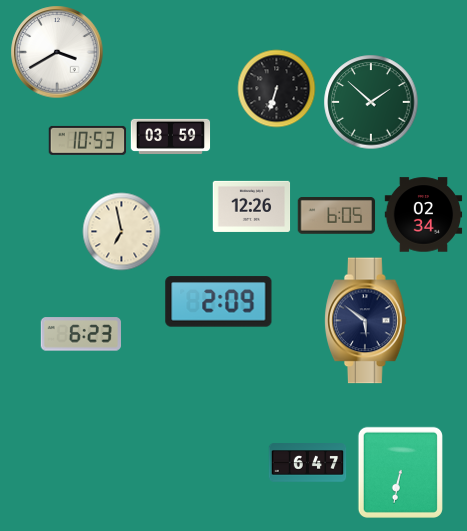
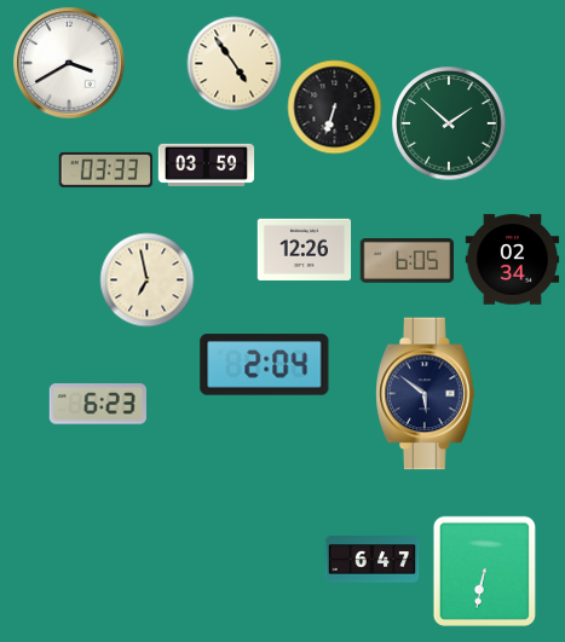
clock at (234, 63): none -> 4:54
clock at (87, 140): 10:53 -> 03:33
clock at (219, 302): 2:09 -> 2:04
clock at (366, 321) position: (366, 321) -> (426, 394)
